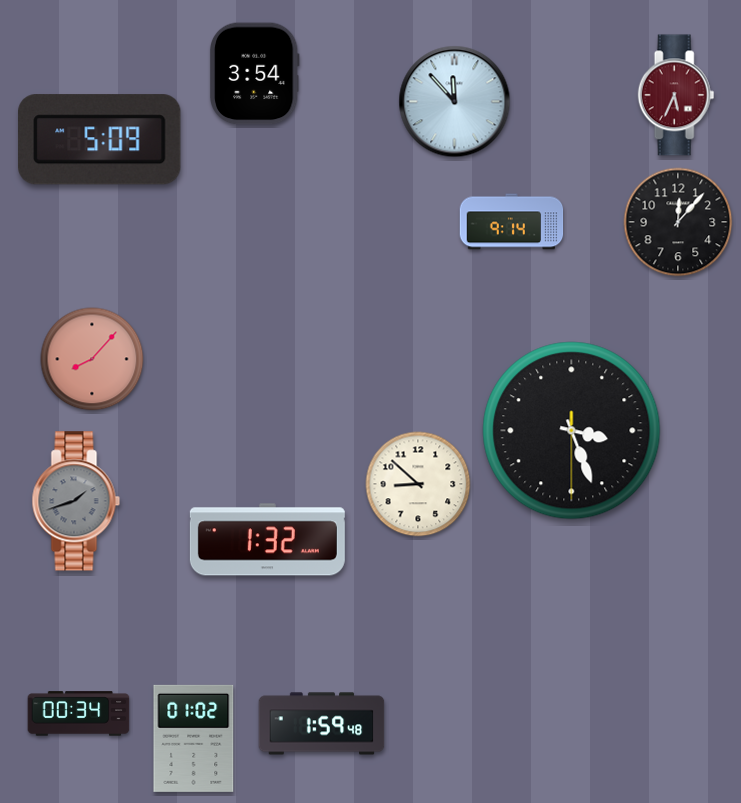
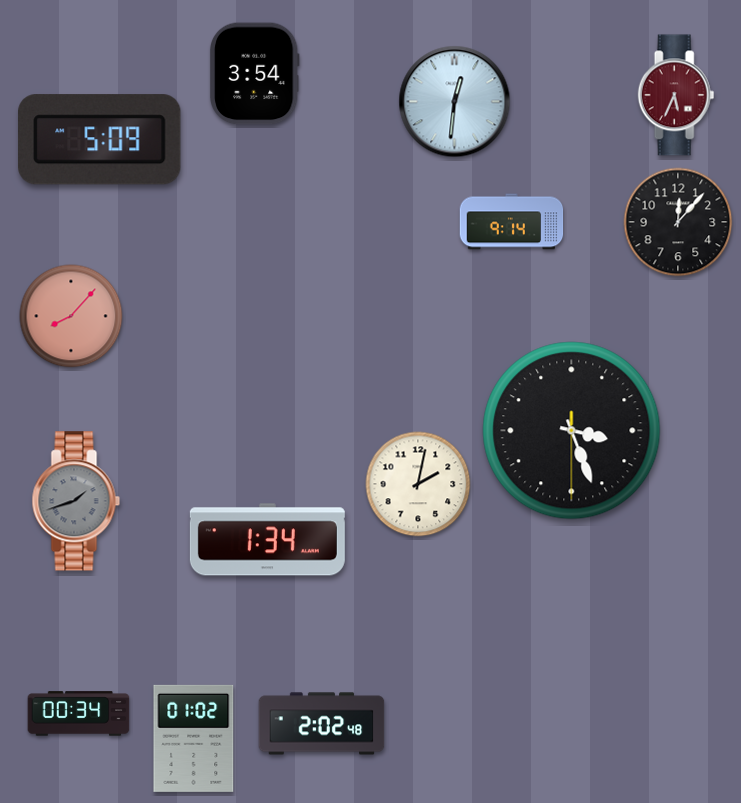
clock at (455, 102): 11:53 -> 12:31
clock at (92, 359) position: (92, 359) -> (71, 316)
clock at (418, 484): 8:52 -> 2:02
clock at (267, 540): 1:32 -> 1:34
clock at (322, 724): 1:59 -> 2:02
